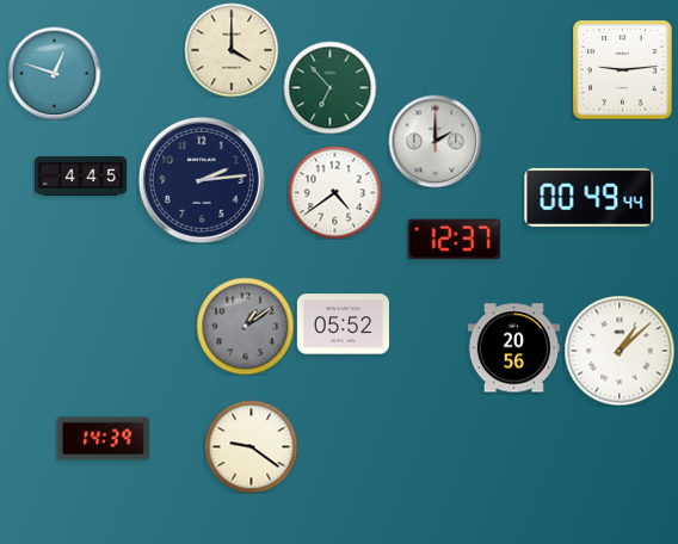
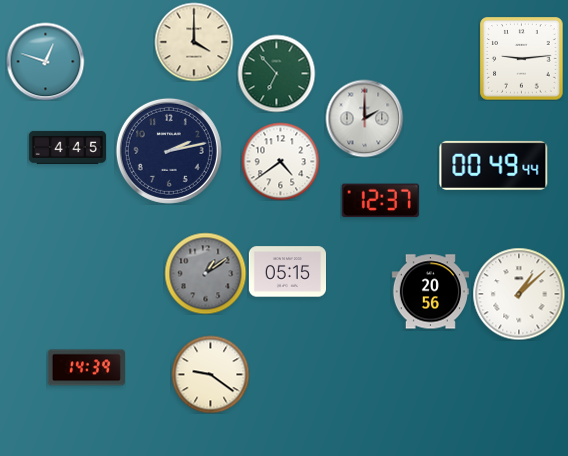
clock at (202, 180): 2:14 -> 2:13
clock at (343, 324): 05:52 -> 05:15
